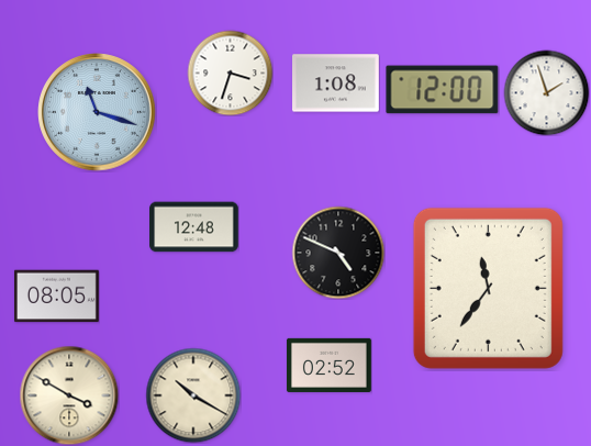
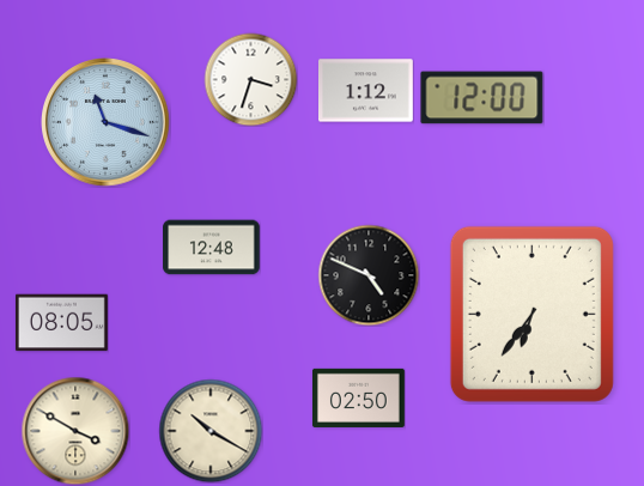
clock at (336, 83): 1:08 -> 1:12
clock at (546, 92): 1:57 -> none
clock at (488, 288): 11:36 -> 6:36
clock at (328, 365): 02:52 -> 02:50
